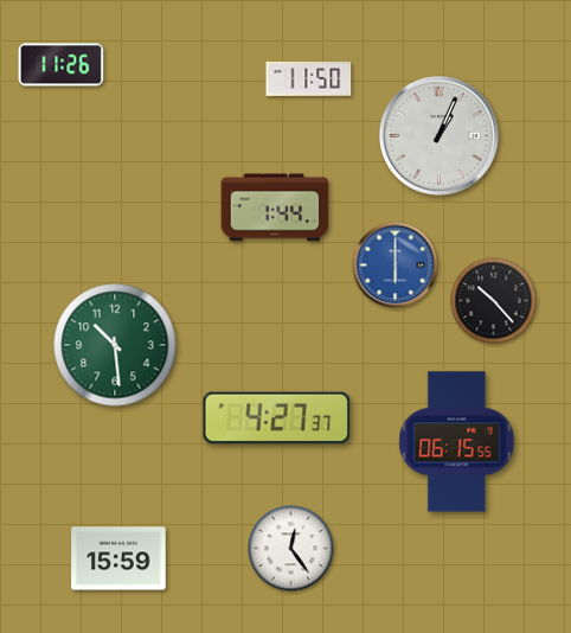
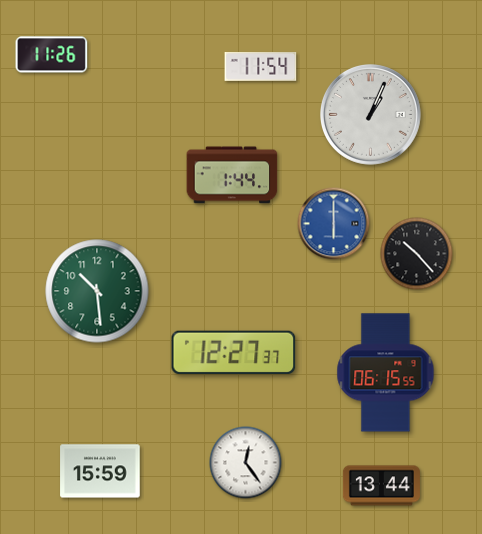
clock at (309, 78): 11:50 -> 11:54
clock at (277, 417): 4:27 -> 12:27
clock at (381, 486): none -> 13:44
